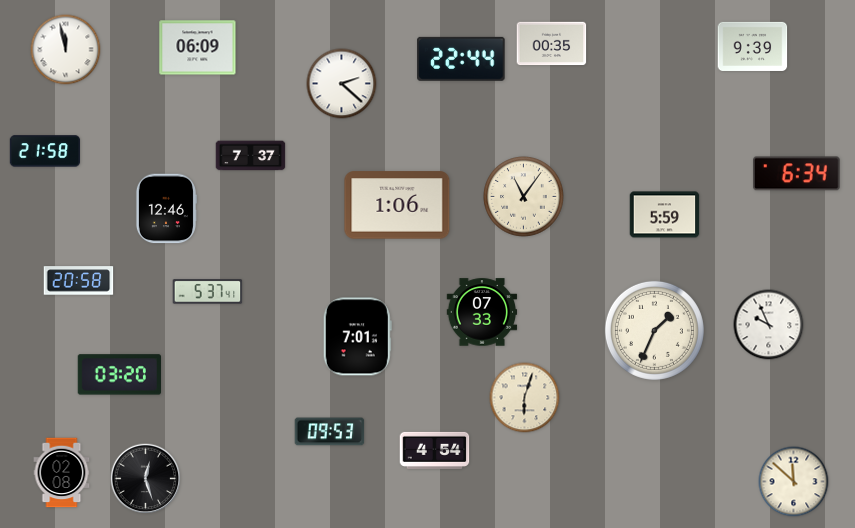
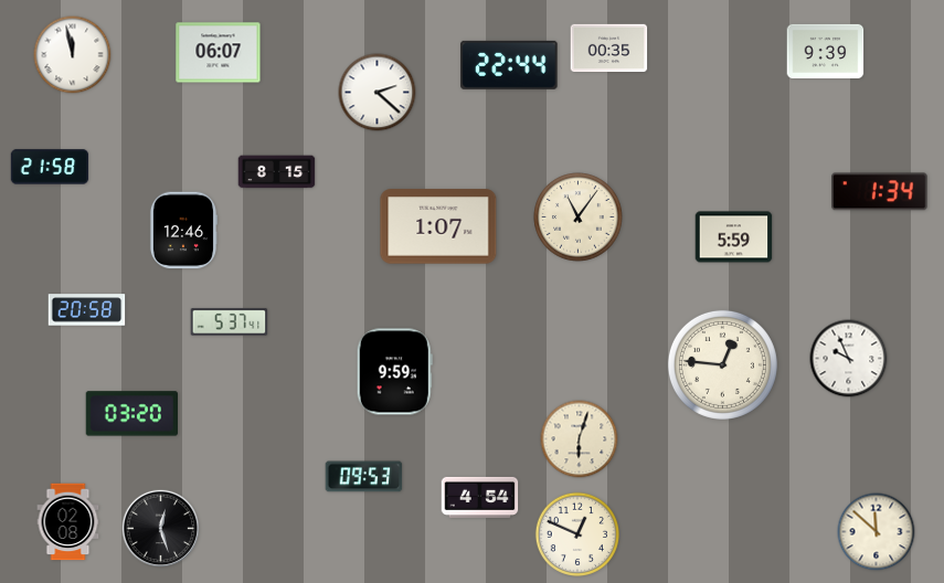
clock at (753, 46) position: (753, 46) -> (826, 51)
clock at (198, 48): 06:09 -> 06:07
clock at (251, 156): 7:37 -> 8:15
clock at (797, 174): 6:34 -> 1:34
clock at (397, 205): 1:06 -> 1:07
clock at (482, 312): 07:33 -> none
clock at (654, 330): 1:34 -> 12:46
clock at (357, 337): 7:01 -> 9:59
clock at (576, 533): none -> 12:49
